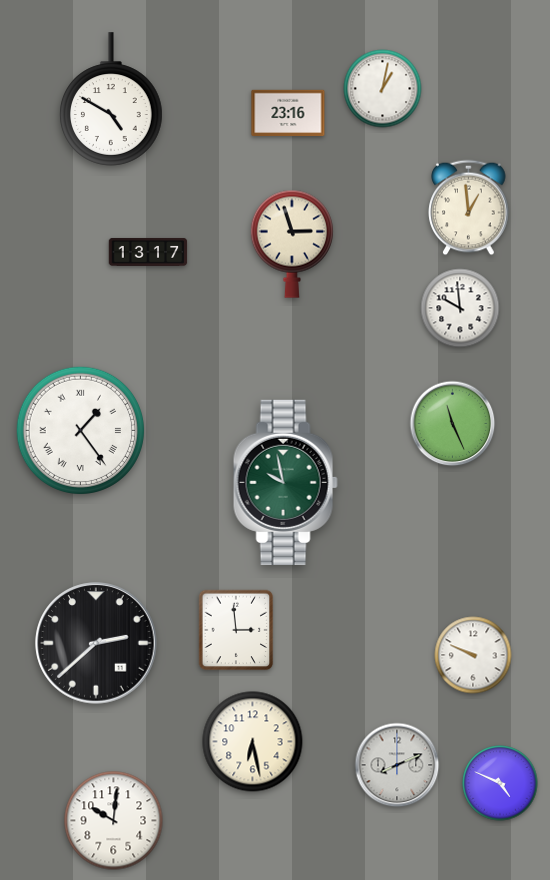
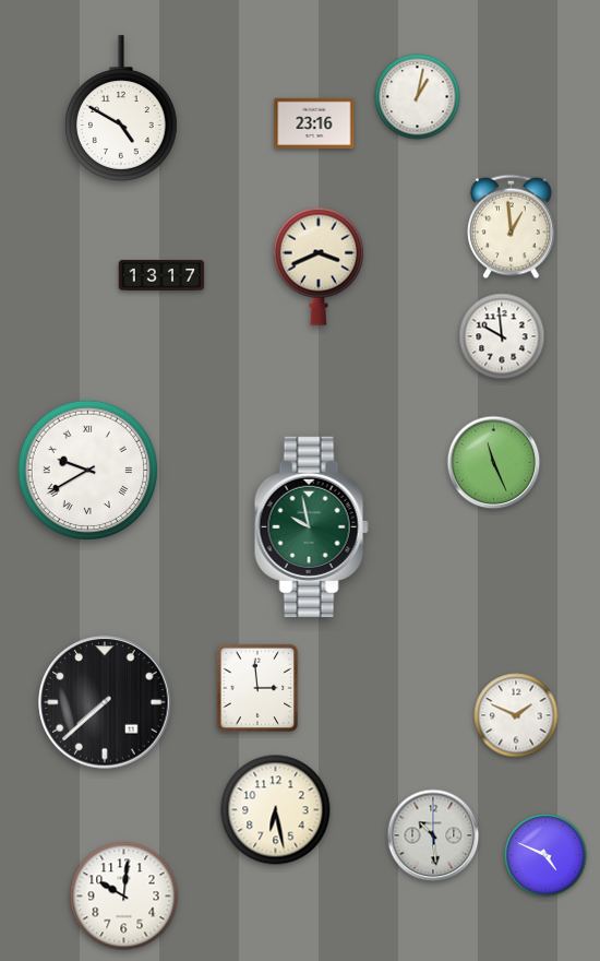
clock at (292, 244): 2:57 -> 3:41
clock at (80, 430): 1:24 -> 9:40
clock at (96, 643): 2:38 -> 7:38
clock at (473, 655): 9:49 -> 1:49
clock at (397, 765): 8:11 -> 10:29
